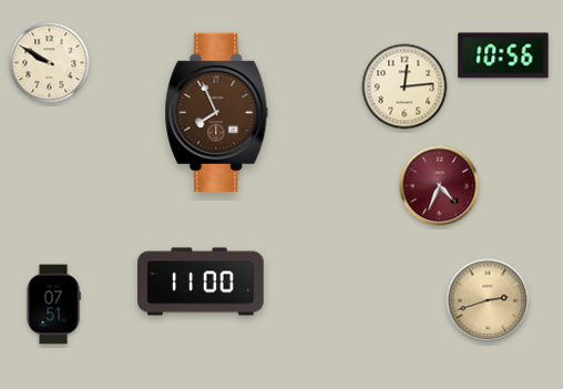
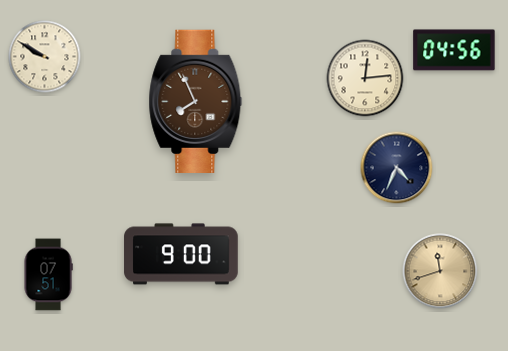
clock at (503, 55): 10:56 -> 04:56
clock at (440, 186) dial: burgundy -> navy
clock at (201, 281): 11:00 -> 9:00
clock at (488, 300): 2:42 -> 11:42
